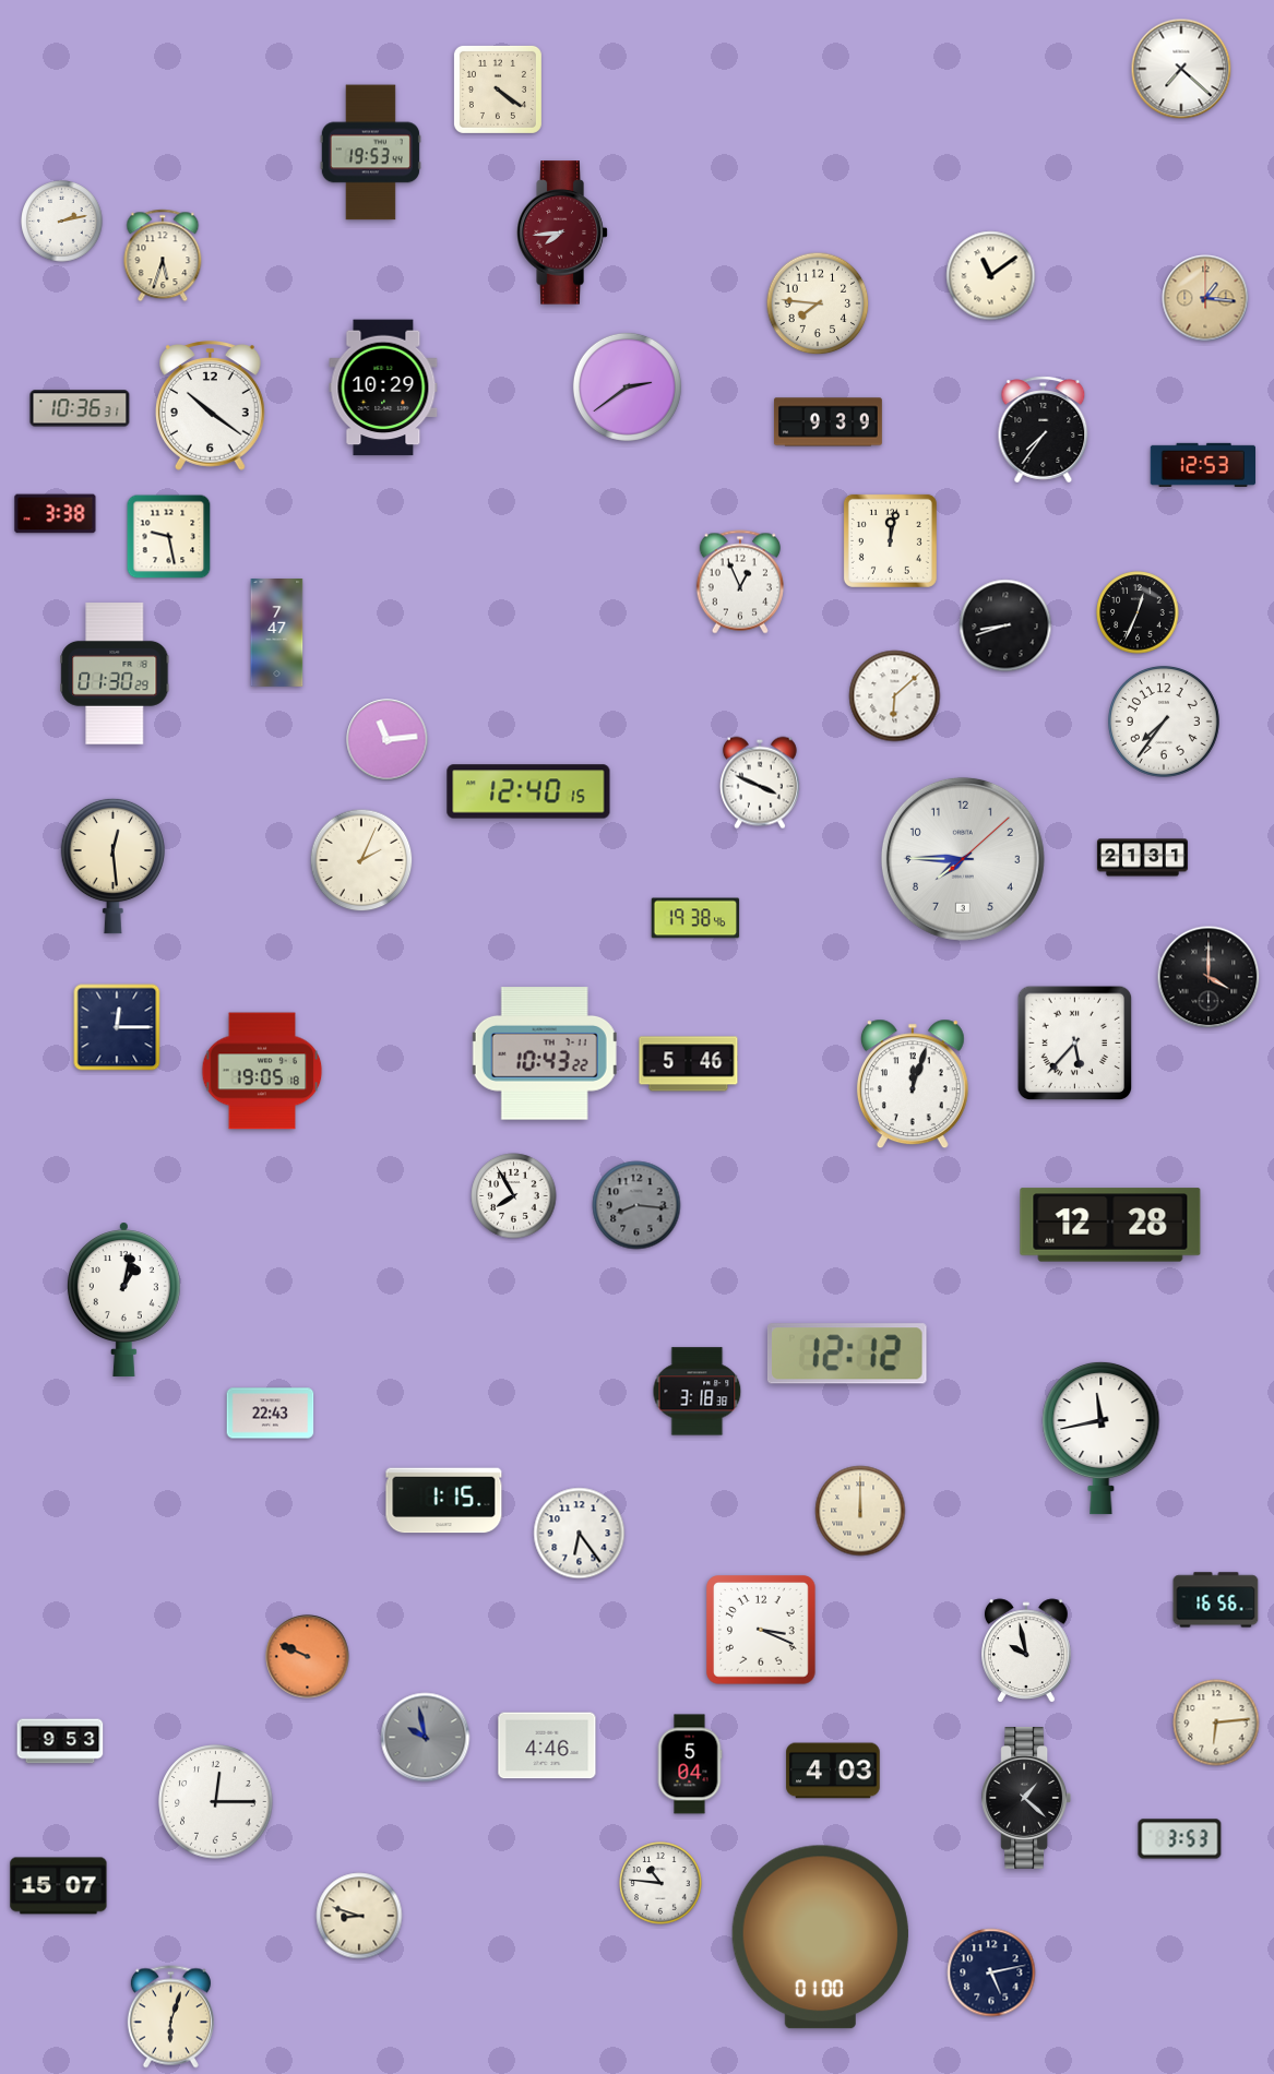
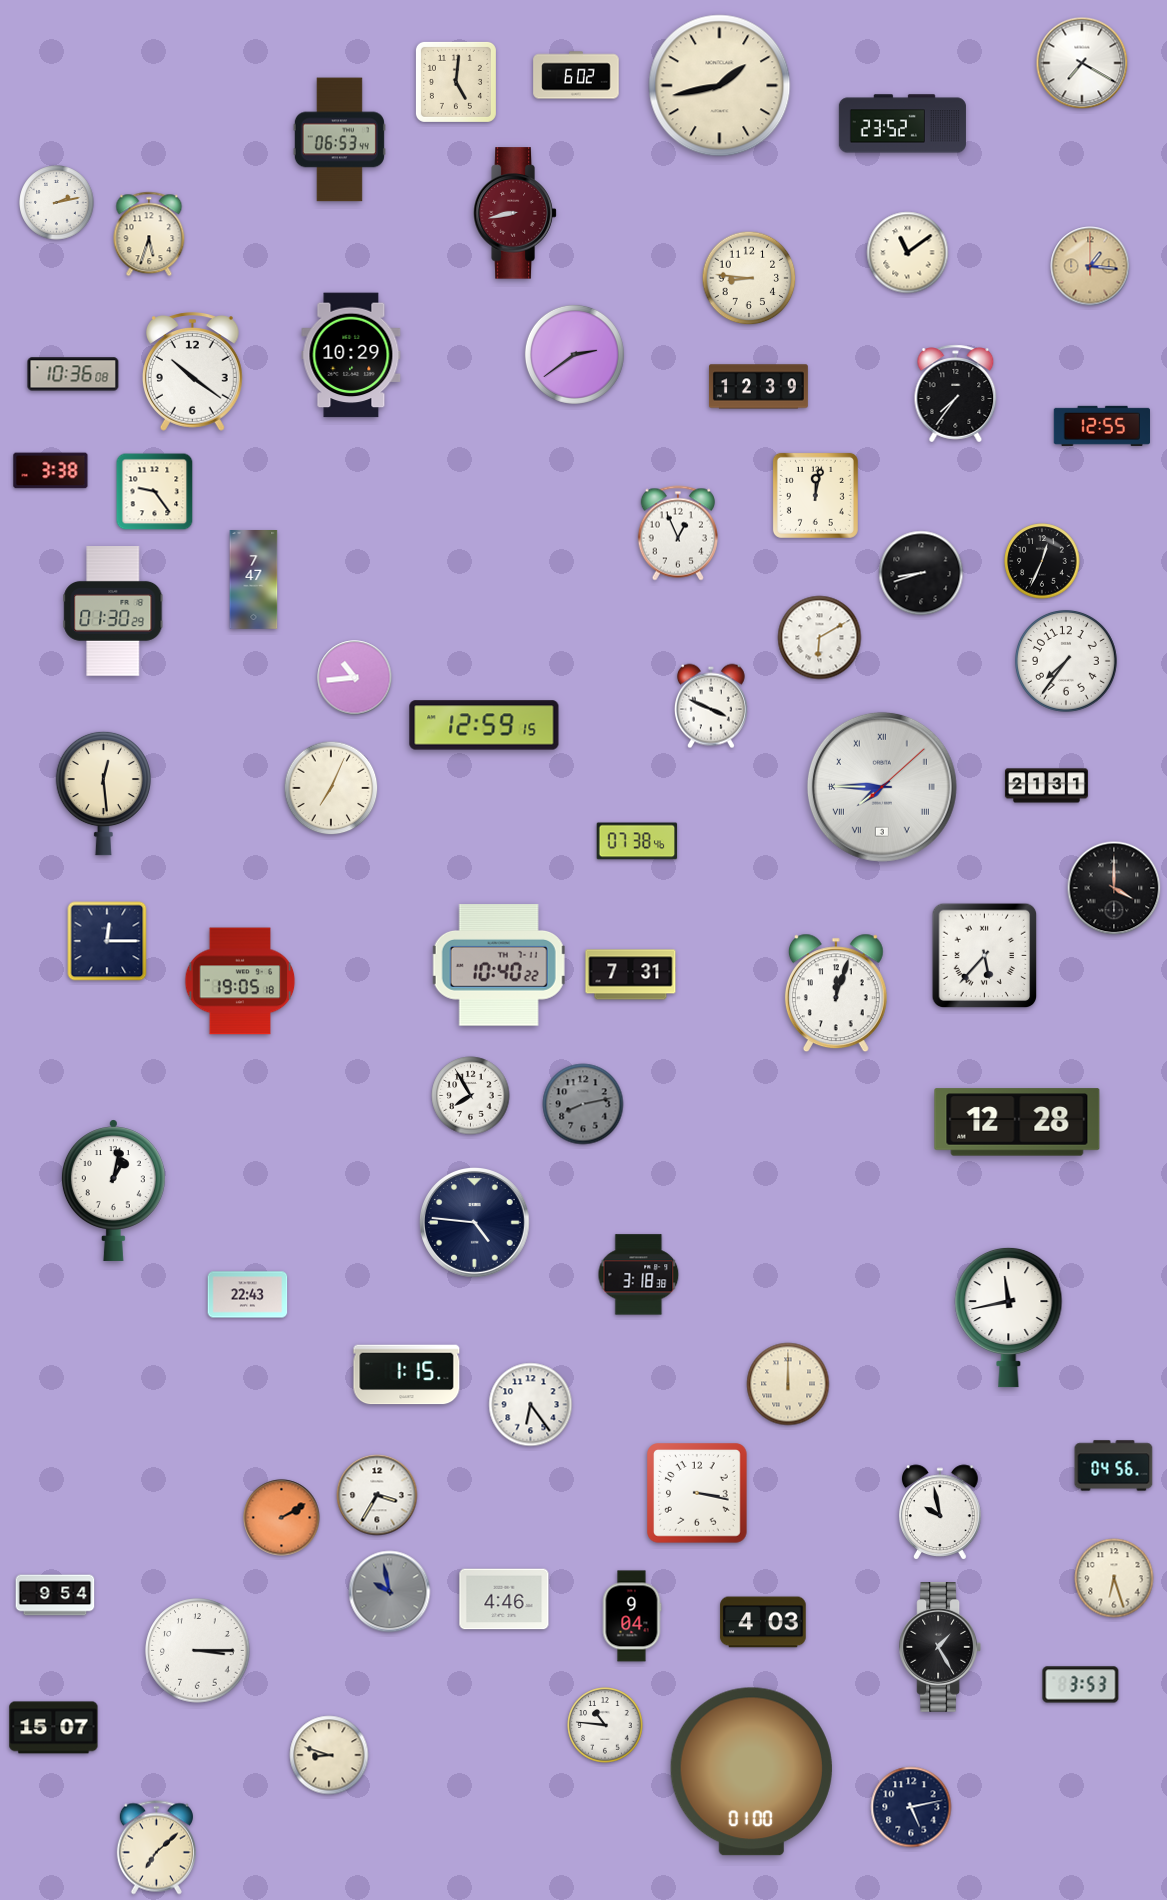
clock at (1181, 69): 7:22 -> 7:20
clock at (576, 75): none -> 6:02
clock at (498, 90): 4:21 -> 5:01
clock at (720, 86): none -> 1:43
clock at (902, 124): none -> 23:52
clock at (370, 153): 19:53 -> 06:53
clock at (562, 233): 7:44 -> 8:43
clock at (1205, 298) position: (1205, 298) -> (1090, 266)
clock at (818, 303): 7:46 -> 8:46
clock at (80, 408): 10:36:31 -> 10:36:08
clock at (829, 422): 9:39 -> 12:39
clock at (1202, 465): 12:53 -> 12:55
clock at (169, 537): 9:28 -> 9:24
clock at (115, 674) position: (115, 674) -> (113, 611)
clock at (895, 696): 6:08 -> 6:10
clock at (388, 740): 11:14 -> 10:44
clock at (760, 783) position: (760, 783) -> (711, 706)
clock at (528, 791): 12:40 -> 12:59
clock at (963, 859) numerals: Arabic -> Roman
clock at (361, 860): 2:04 -> 7:04
clock at (695, 918): 19:38 -> 07:38
clock at (1208, 977) position: (1208, 977) -> (1114, 888)
clock at (545, 1053): 10:43 -> 10:40
clock at (689, 1064): 5:46 -> 7:31
clock at (636, 1205): 8:16 -> 8:13
clock at (475, 1223): none -> 4:46
clock at (847, 1354): 12:12 -> none
clock at (1216, 1600): 16:56 -> 04:56
clock at (761, 1630): 3:19 -> 3:17
clock at (377, 1495): none -> 3:35
clock at (308, 1657): 9:49 -> 2:10
clock at (1216, 1723): 6:14 -> 6:27
clock at (60, 1741): 9:53 -> 9:54
clock at (547, 1745) position: (547, 1745) -> (504, 1599)
clock at (690, 1764): 5:04 -> 9:04
clock at (1025, 1799): 1:22 -> 1:25
clock at (216, 1802): 12:15 -> 3:15
clock at (820, 1938) position: (820, 1938) -> (751, 1772)
clock at (991, 1972) position: (991, 1972) -> (911, 1807)
clock at (170, 2017): 6:03 -> 7:08
